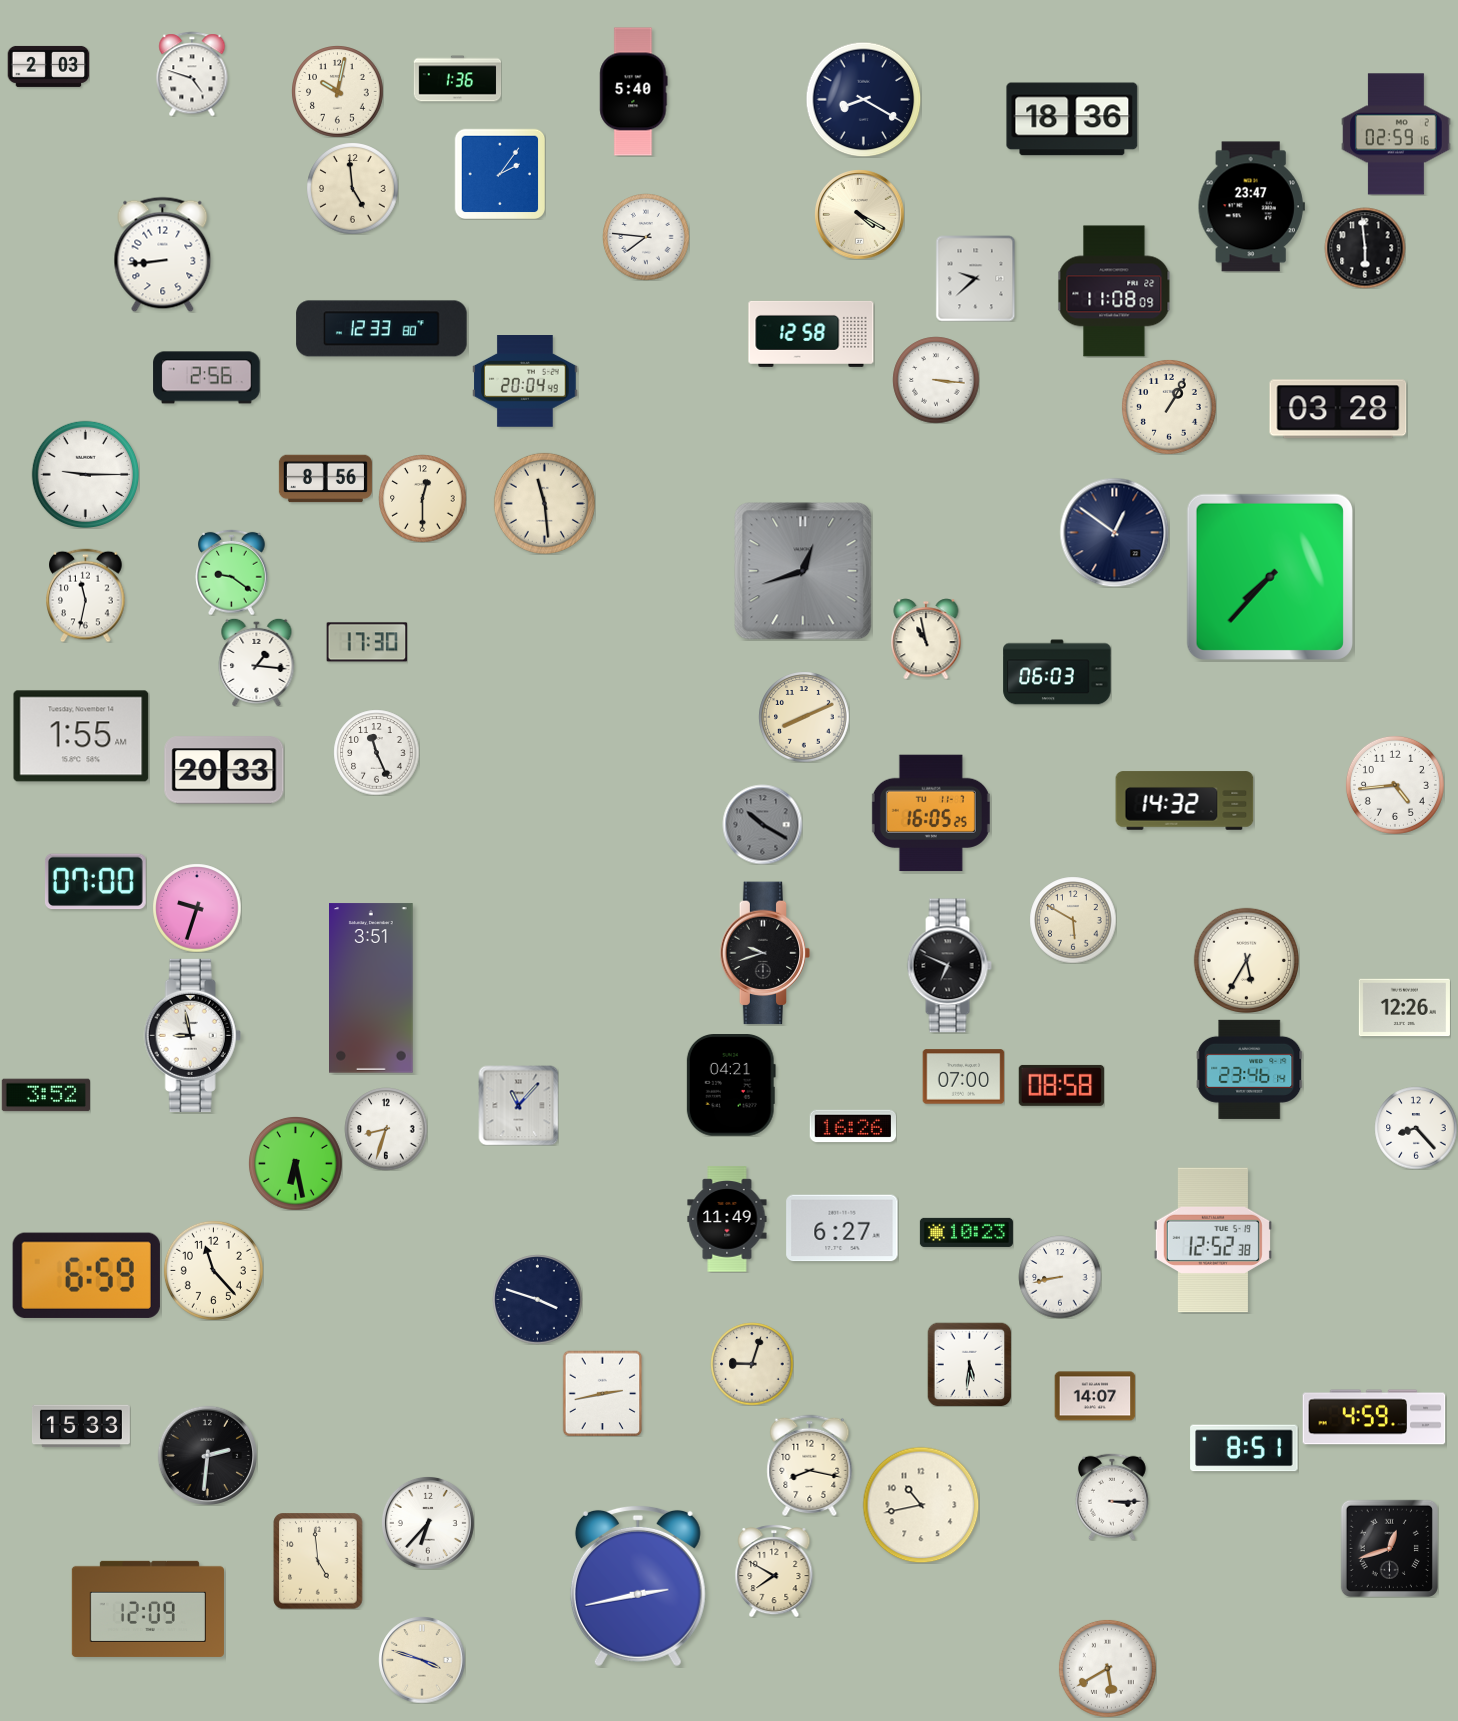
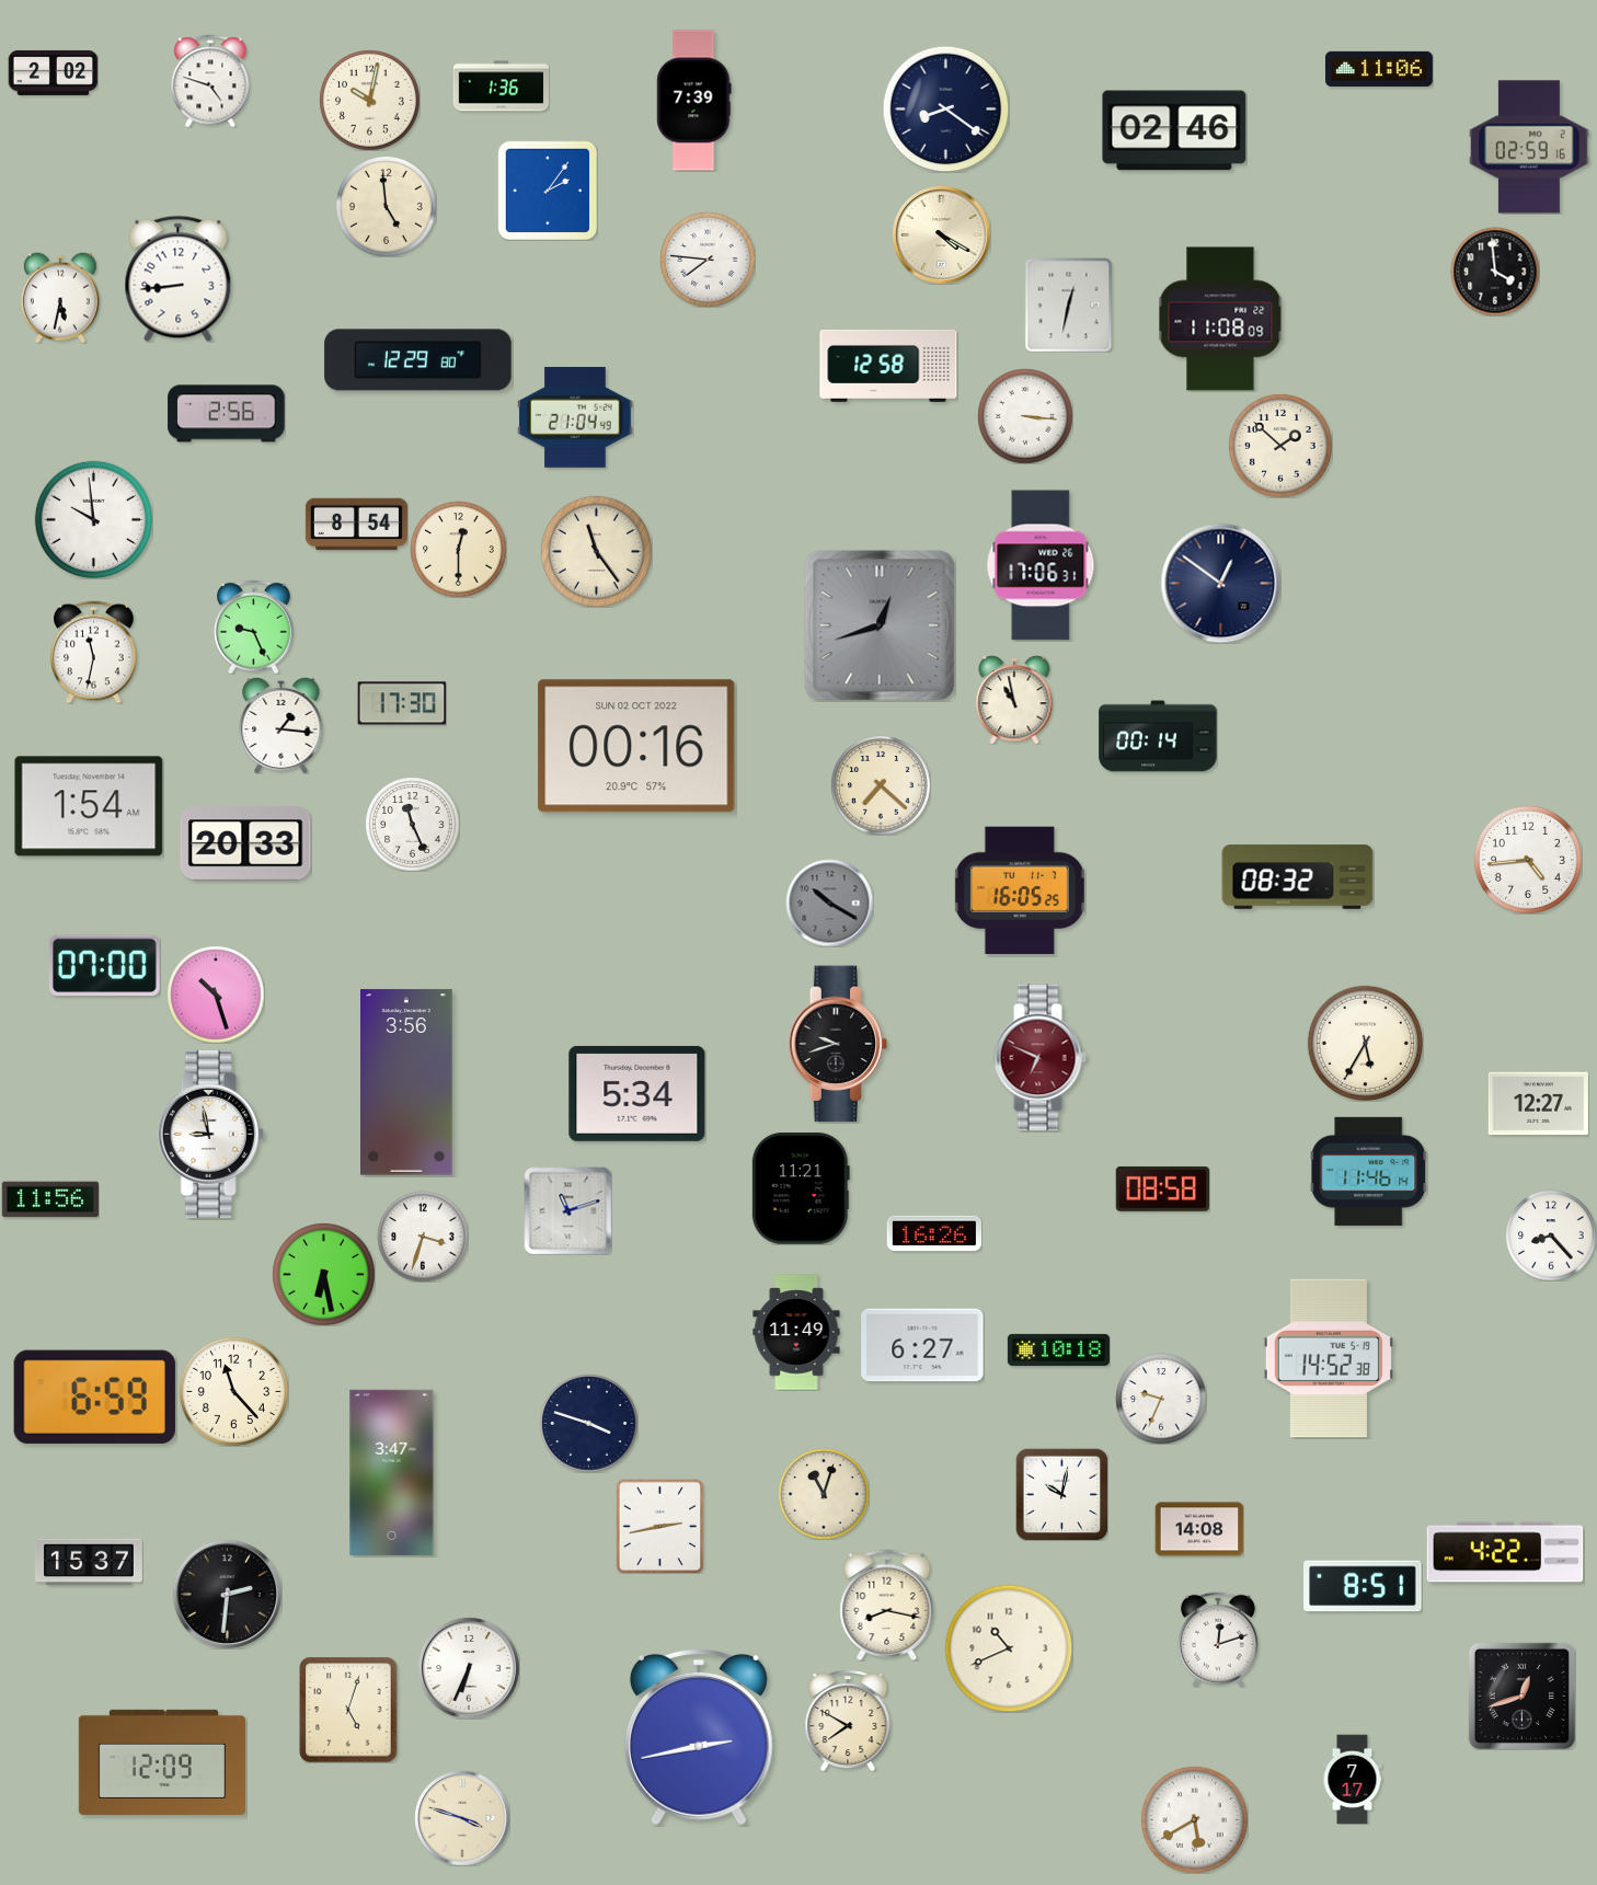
clock at (1379, 68): none -> 11:06
clock at (48, 66): 2:03 -> 2:02
clock at (634, 92): 5:40 -> 7:39
clock at (863, 99): 8:20 -> 8:21
clock at (1072, 119): 18:36 -> 02:46
clock at (1251, 207): 23:47 -> none
clock at (1365, 248): 5:59 -> 3:59
clock at (60, 298): none -> 5:32
clock at (976, 278): 9:38 -> 12:32
clock at (382, 329): 12:33 -> 12:29
clock at (525, 382): 20:04 -> 21:04
clock at (1169, 407): 1:05 -> 1:52
clock at (1338, 409): 03:28 -> none
clock at (85, 474): 9:15 -> 9:59
clock at (325, 479): 8:56 -> 8:54
clock at (422, 498) position: (422, 498) -> (458, 549)
clock at (544, 503): 11:29 -> 11:24
clock at (1041, 565): none -> 17:06
clock at (232, 572): 9:21 -> 9:26
clock at (1270, 577): 7:37 -> none
clock at (1057, 672): 06:03 -> 00:14
clock at (636, 746): none -> 00:16
clock at (804, 717): 8:11 -> 7:22
clock at (81, 736): 1:55 -> 1:54
clock at (1185, 801): 14:32 -> 08:32
clock at (762, 824) position: (762, 824) -> (829, 903)
clock at (197, 908): 9:33 -> 10:27
clock at (1073, 920): 5:50 -> none
clock at (1246, 960) position: (1246, 960) -> (1365, 1043)
clock at (949, 966) dial: black -> burgundy
clock at (371, 988): 3:51 -> 3:56
clock at (637, 1093): none -> 5:34
clock at (1404, 1008): 12:26 -> 12:27
clock at (1249, 1069): 23:46 -> 11:46
clock at (963, 1077): 07:00 -> none
clock at (731, 1086): 04:21 -> 11:21
clock at (45, 1095): 3:52 -> 11:56
clock at (518, 1105): 11:07 -> 11:12
clock at (386, 1129): 8:33 -> 3:33
clock at (727, 1219) position: (727, 1219) -> (796, 1332)
clock at (966, 1232): 10:23 -> 10:18
clock at (1213, 1240): 12:52 -> 14:52
clock at (1060, 1277): 8:43 -> 9:34
clock at (392, 1472): none -> 3:47
clock at (752, 1364): 9:03 -> 11:03
clock at (969, 1364): 5:31 -> 10:02
clock at (1095, 1396): 14:07 -> 14:08
clock at (1374, 1417): 4:59 -> 4:22
clock at (81, 1426): 15:33 -> 15:37
clock at (1112, 1497): 3:15 -> 12:12
clock at (921, 1505): 10:43 -> 10:41
clock at (428, 1523): 6:37 -> 6:34
clock at (318, 1561): 4:59 -> 5:03
clock at (1353, 1779): none -> 7:17
clock at (1107, 1668) position: (1107, 1668) -> (1194, 1819)
